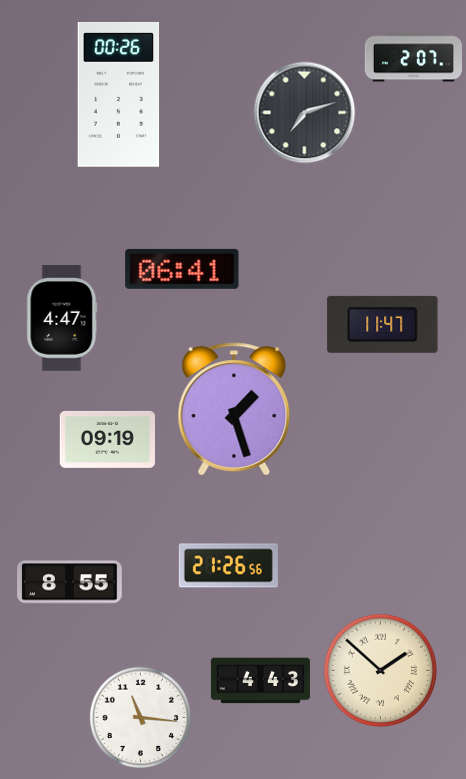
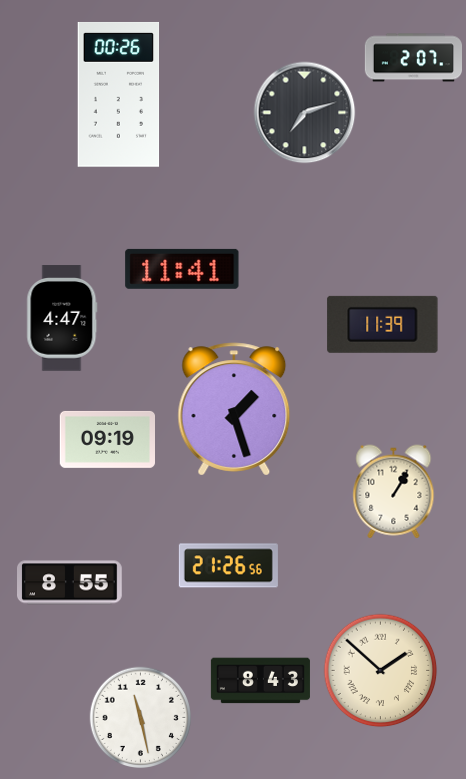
clock at (182, 269): 06:41 -> 11:41
clock at (383, 324): 11:47 -> 11:39
clock at (394, 492): none -> 1:05
clock at (260, 681): 4:43 -> 8:43
clock at (140, 717): 11:16 -> 11:28
